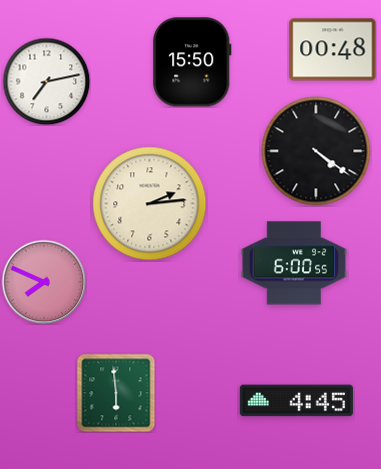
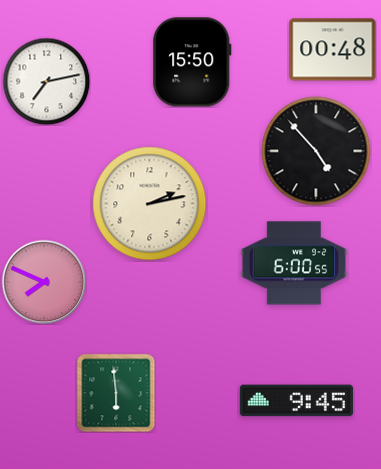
clock at (316, 151): 4:21 -> 4:53
clock at (150, 204): 2:14 -> 2:13
clock at (296, 401): 4:45 -> 9:45
